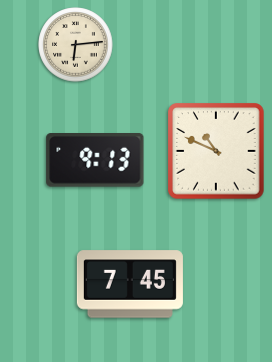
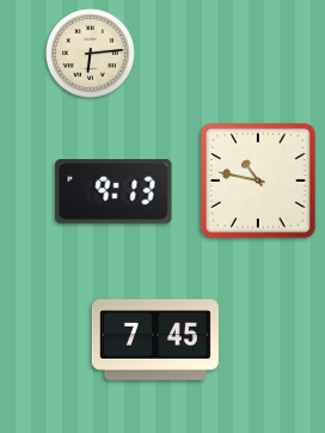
clock at (216, 151): 10:49 -> 10:47
